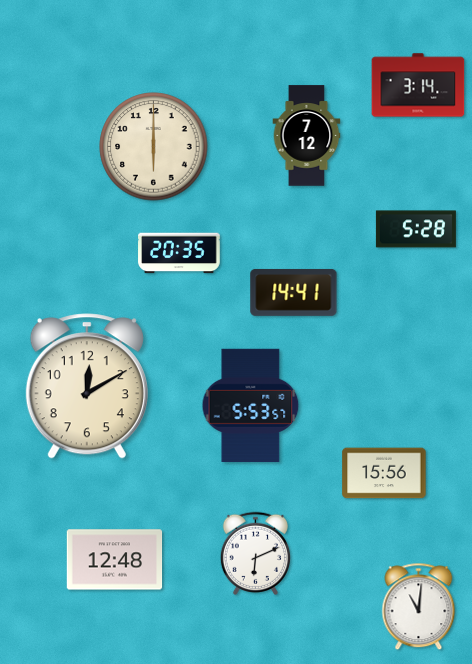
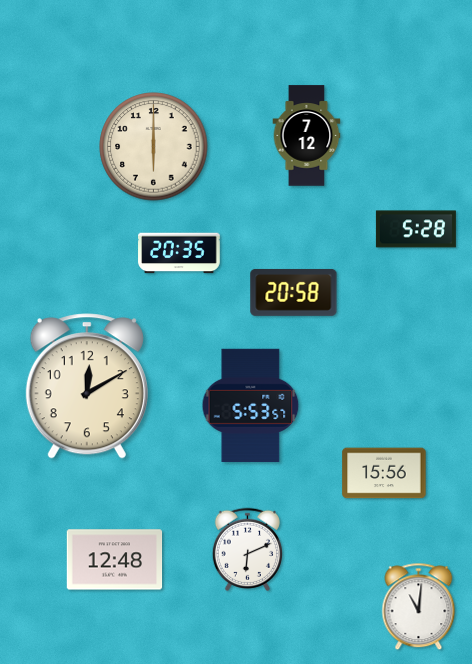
clock at (418, 85): 3:14 -> none
clock at (294, 292): 14:41 -> 20:58
clock at (255, 553) position: (255, 553) -> (247, 549)
